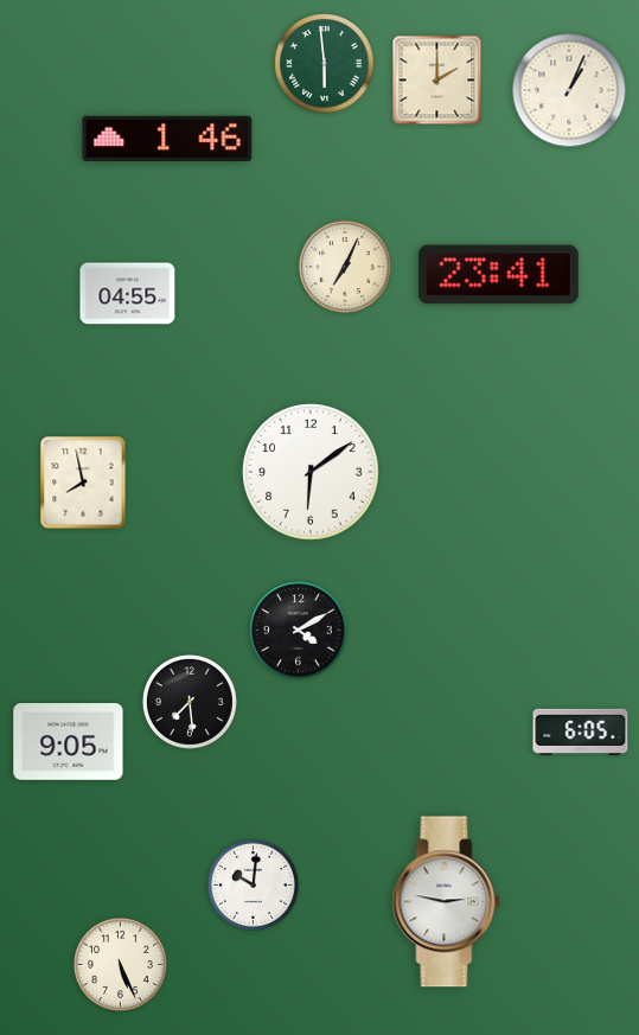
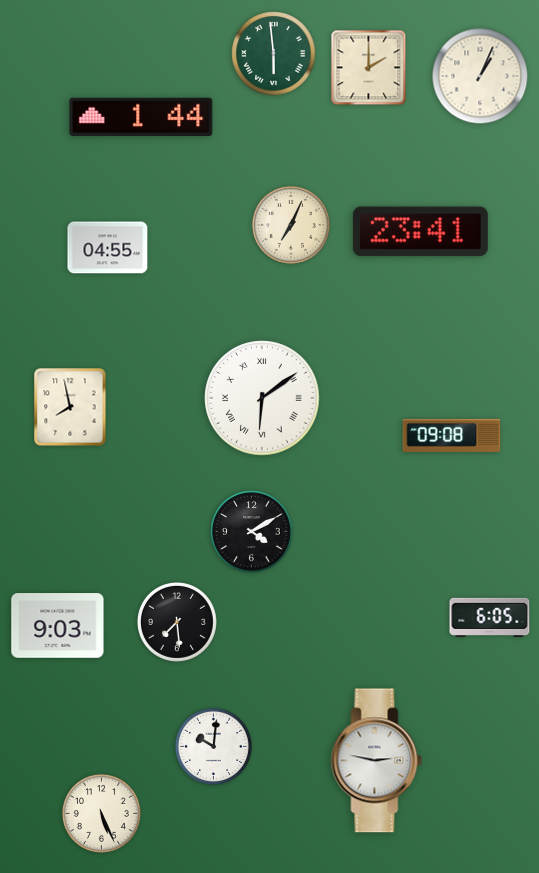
clock at (167, 138): 1:46 -> 1:44
clock at (311, 472) numerals: Arabic -> Roman
clock at (452, 435): none -> 09:08
clock at (190, 702) position: (190, 702) -> (177, 622)
clock at (69, 742): 9:05 -> 9:03
